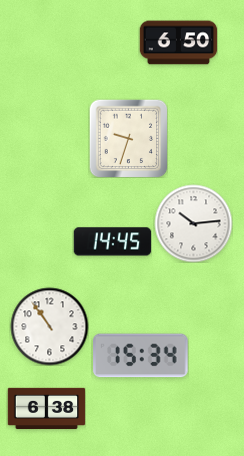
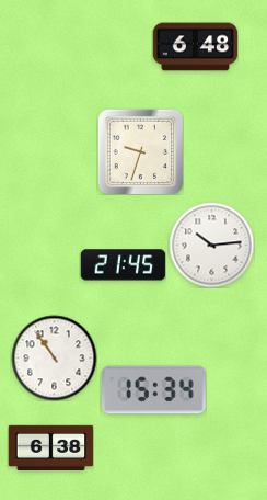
clock at (178, 43): 6:50 -> 6:48
clock at (112, 242): 14:45 -> 21:45
